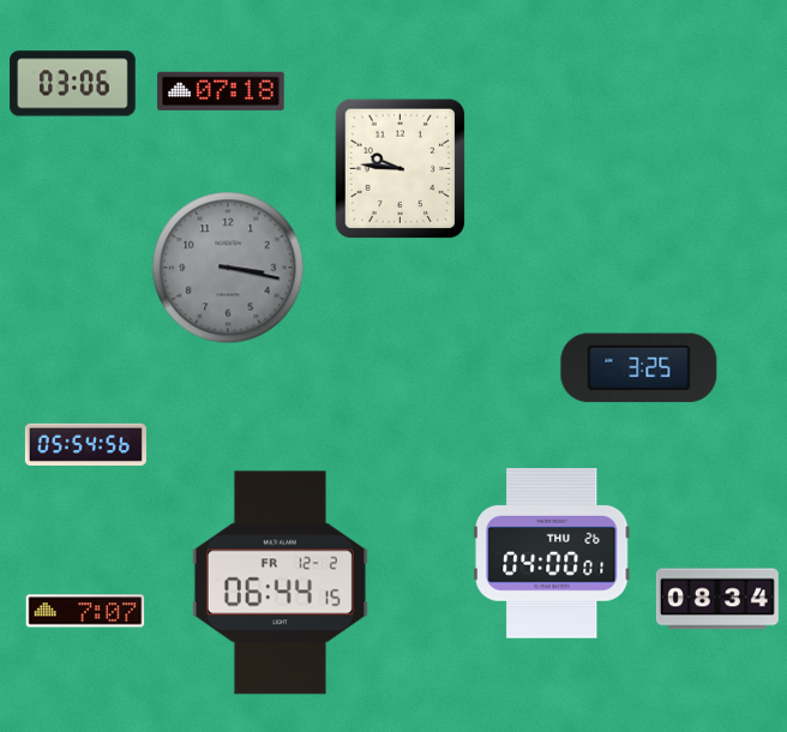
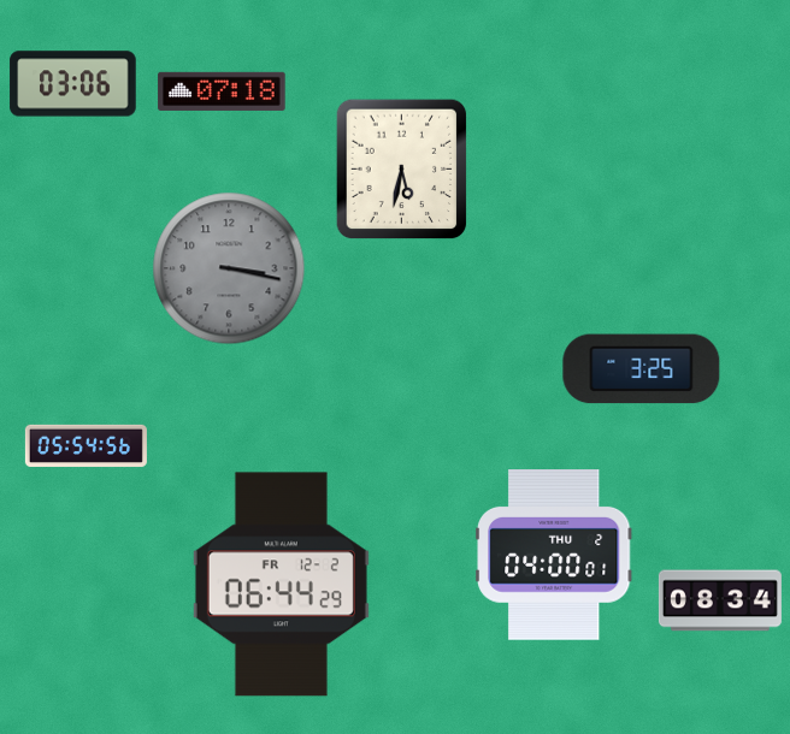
clock at (401, 169): 9:46 -> 5:32
clock at (552, 554) date: THU 26 -> THU 2
clock at (280, 583): 06:44:15 -> 06:44:29
clock at (85, 611): 7:07 -> none
